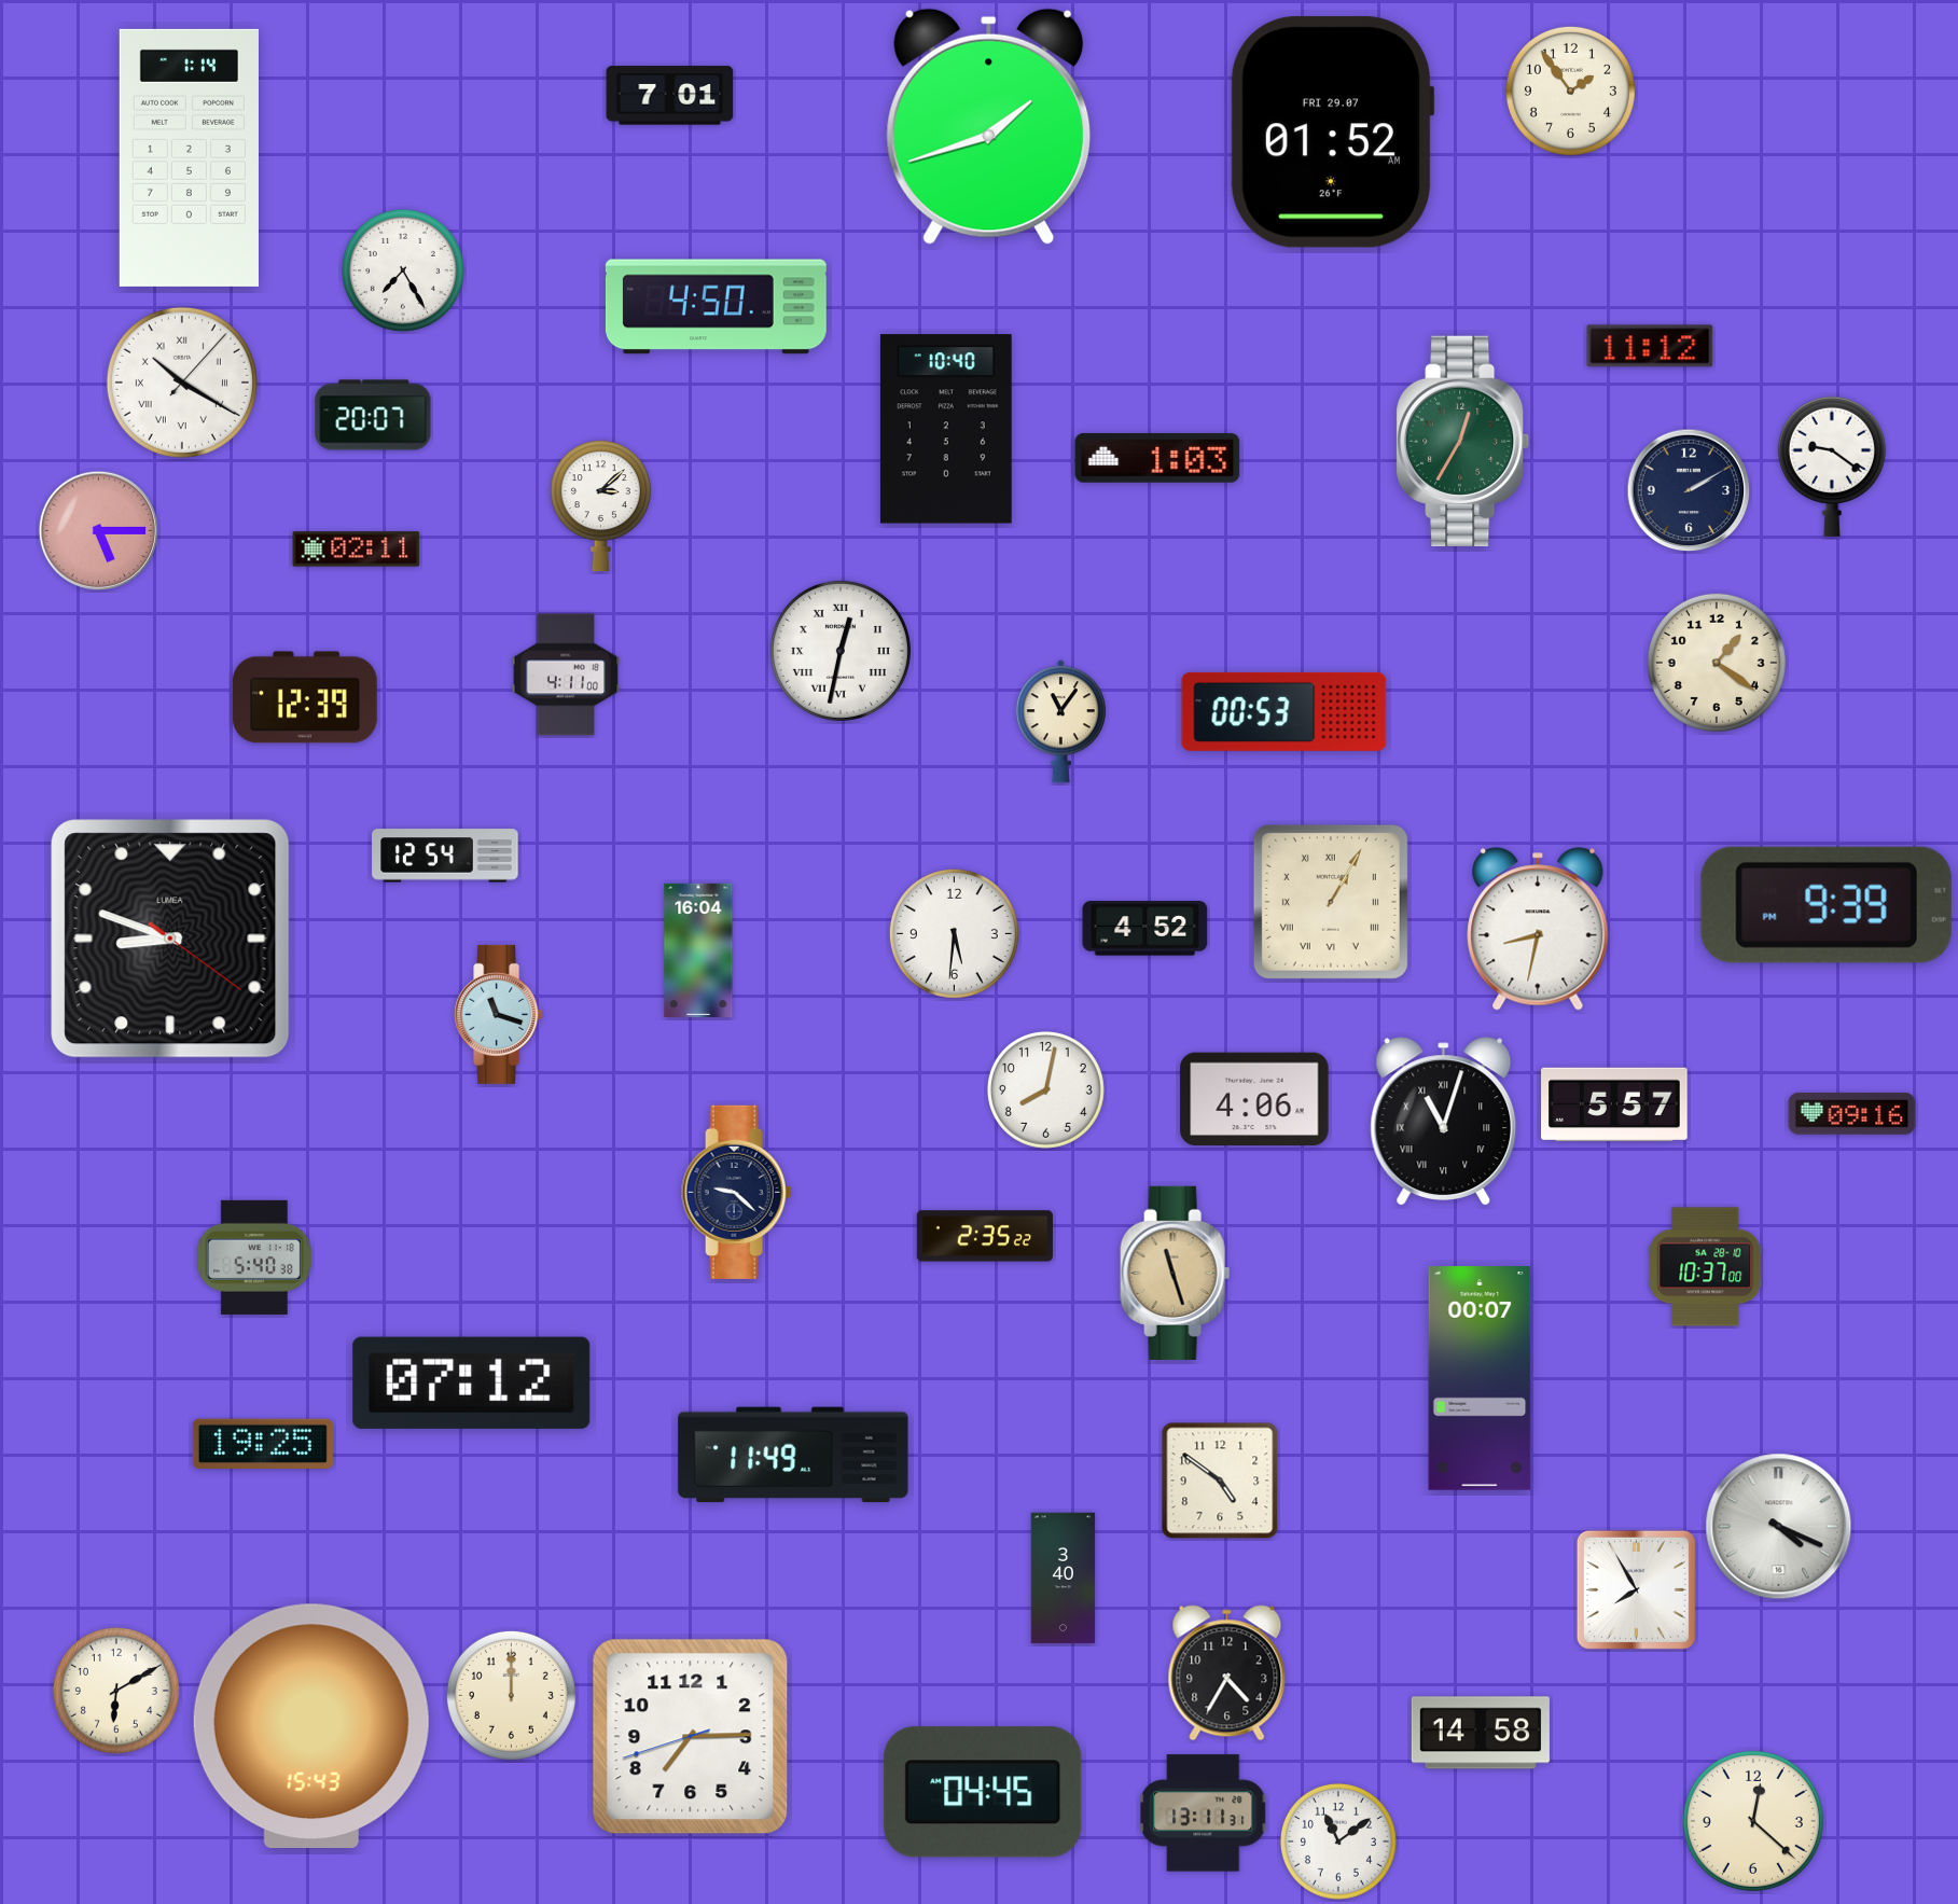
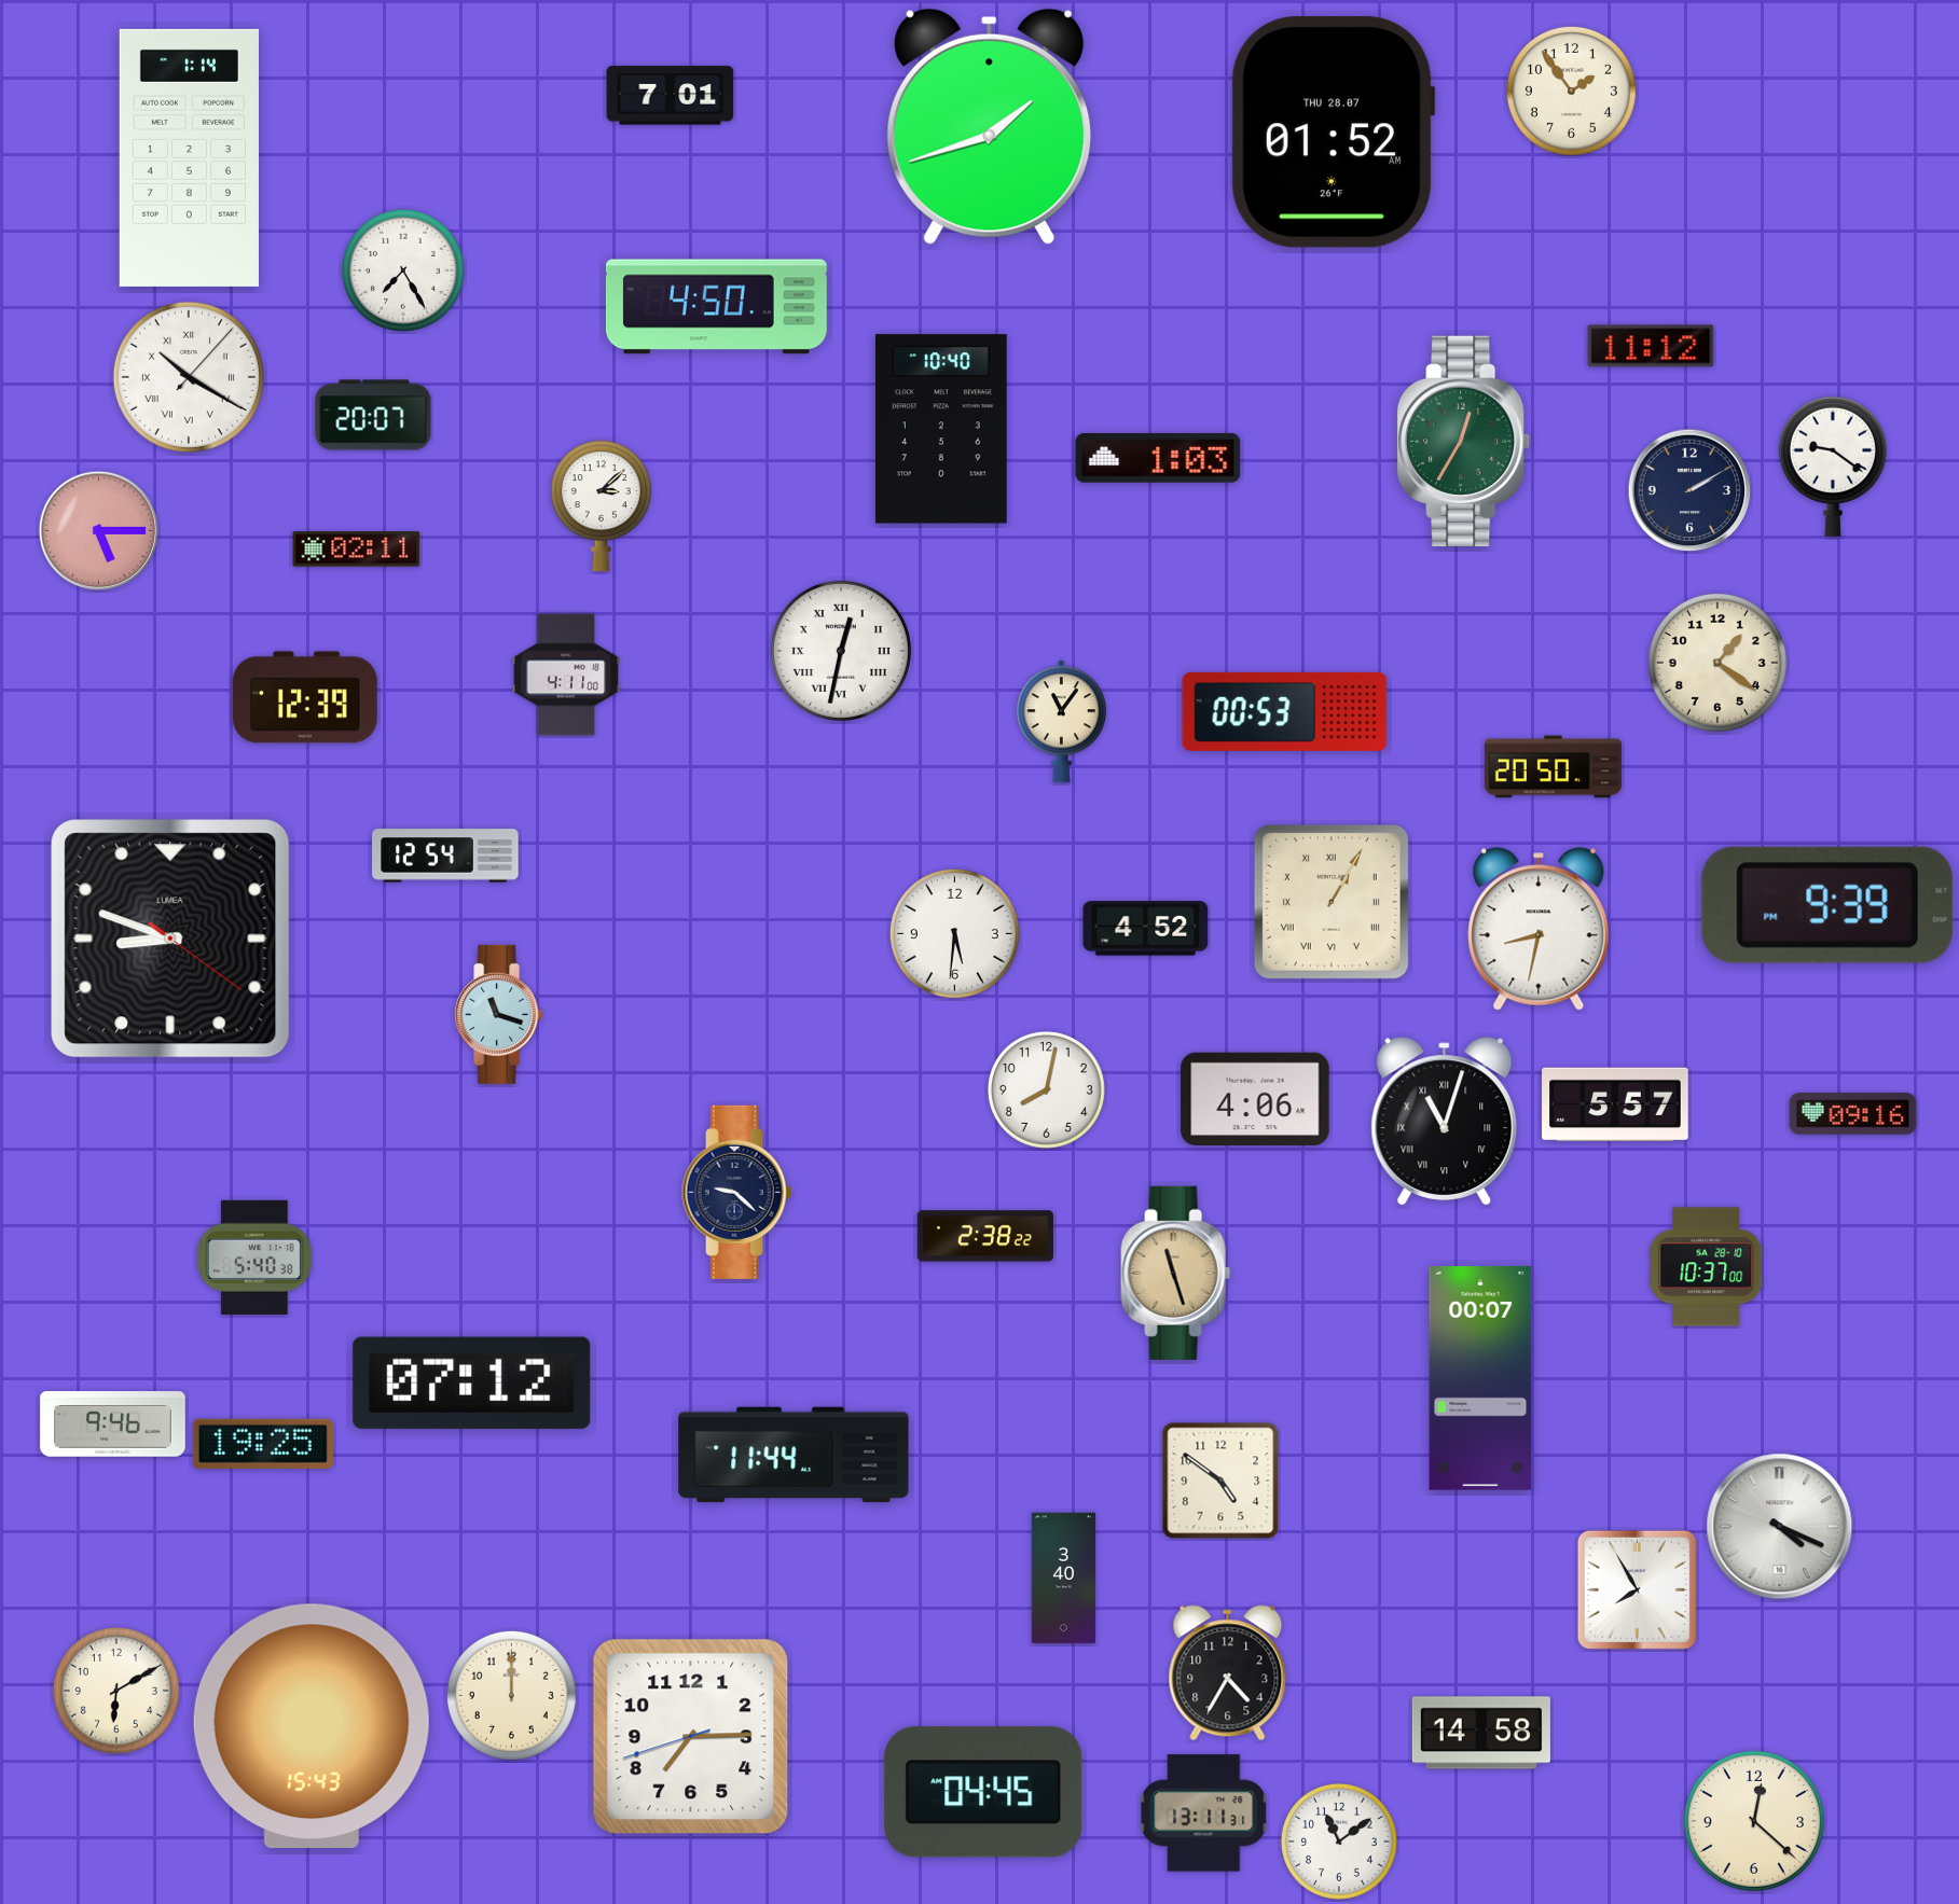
clock at (1332, 133) date: FRI 29.07 -> THU 28.07
clock at (182, 383) position: (182, 383) -> (189, 377)
clock at (946, 429) position: (946, 429) -> (941, 429)
clock at (1553, 767): none -> 20:50
clock at (698, 949): 16:04 -> none
clock at (985, 1236): 2:35 -> 2:38
clock at (113, 1424): none -> 9:46
clock at (793, 1455): 11:49 -> 11:44
